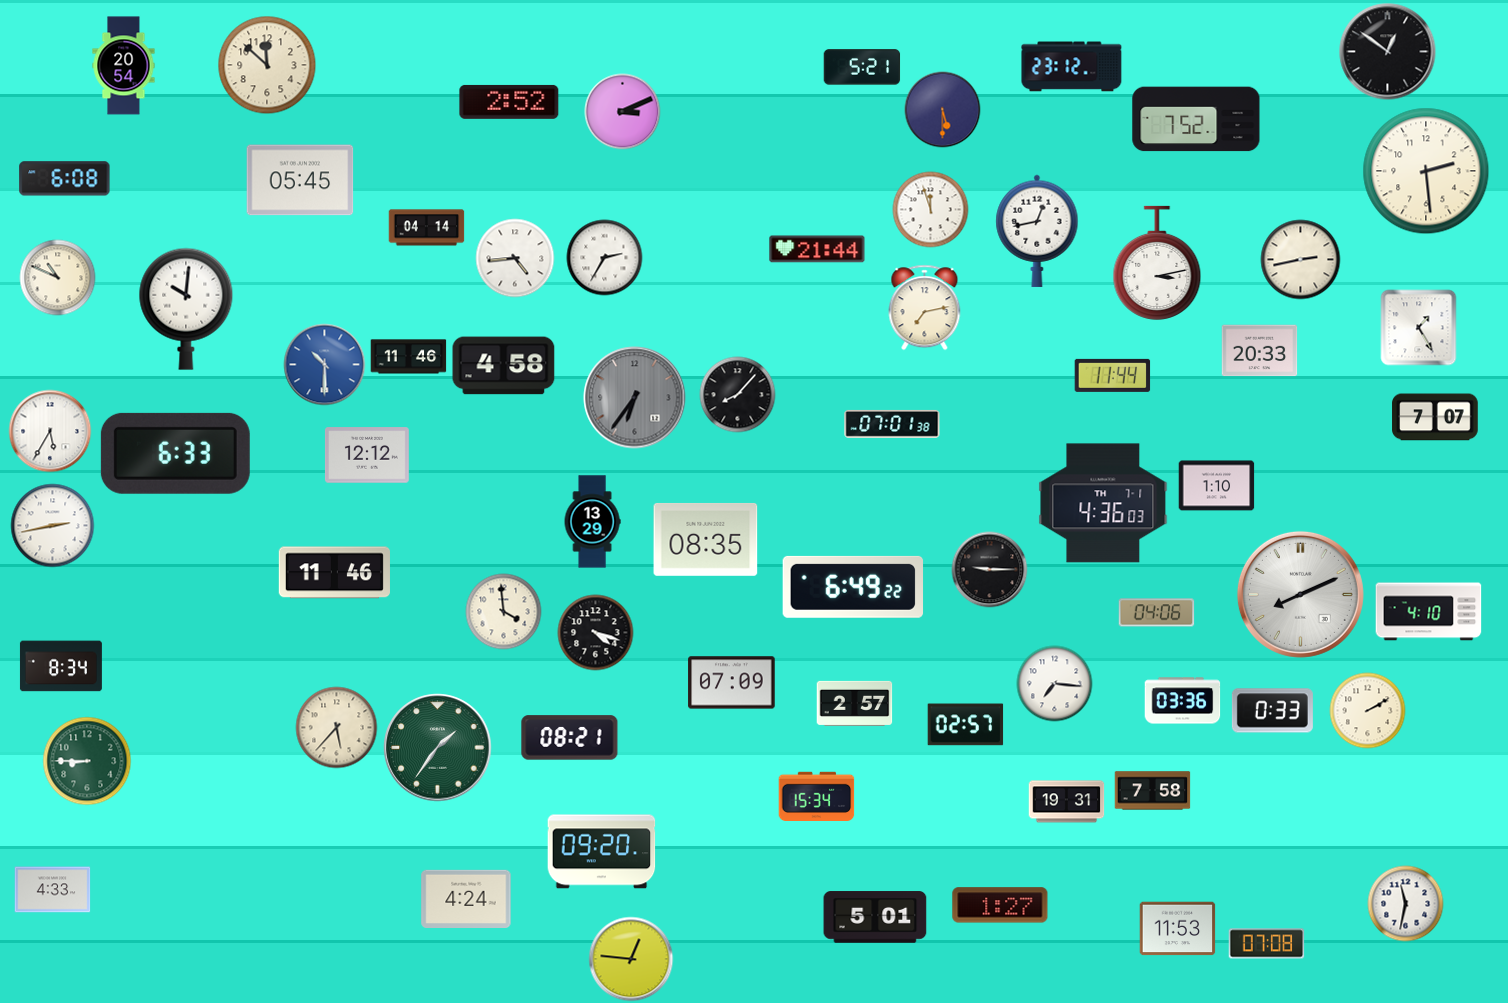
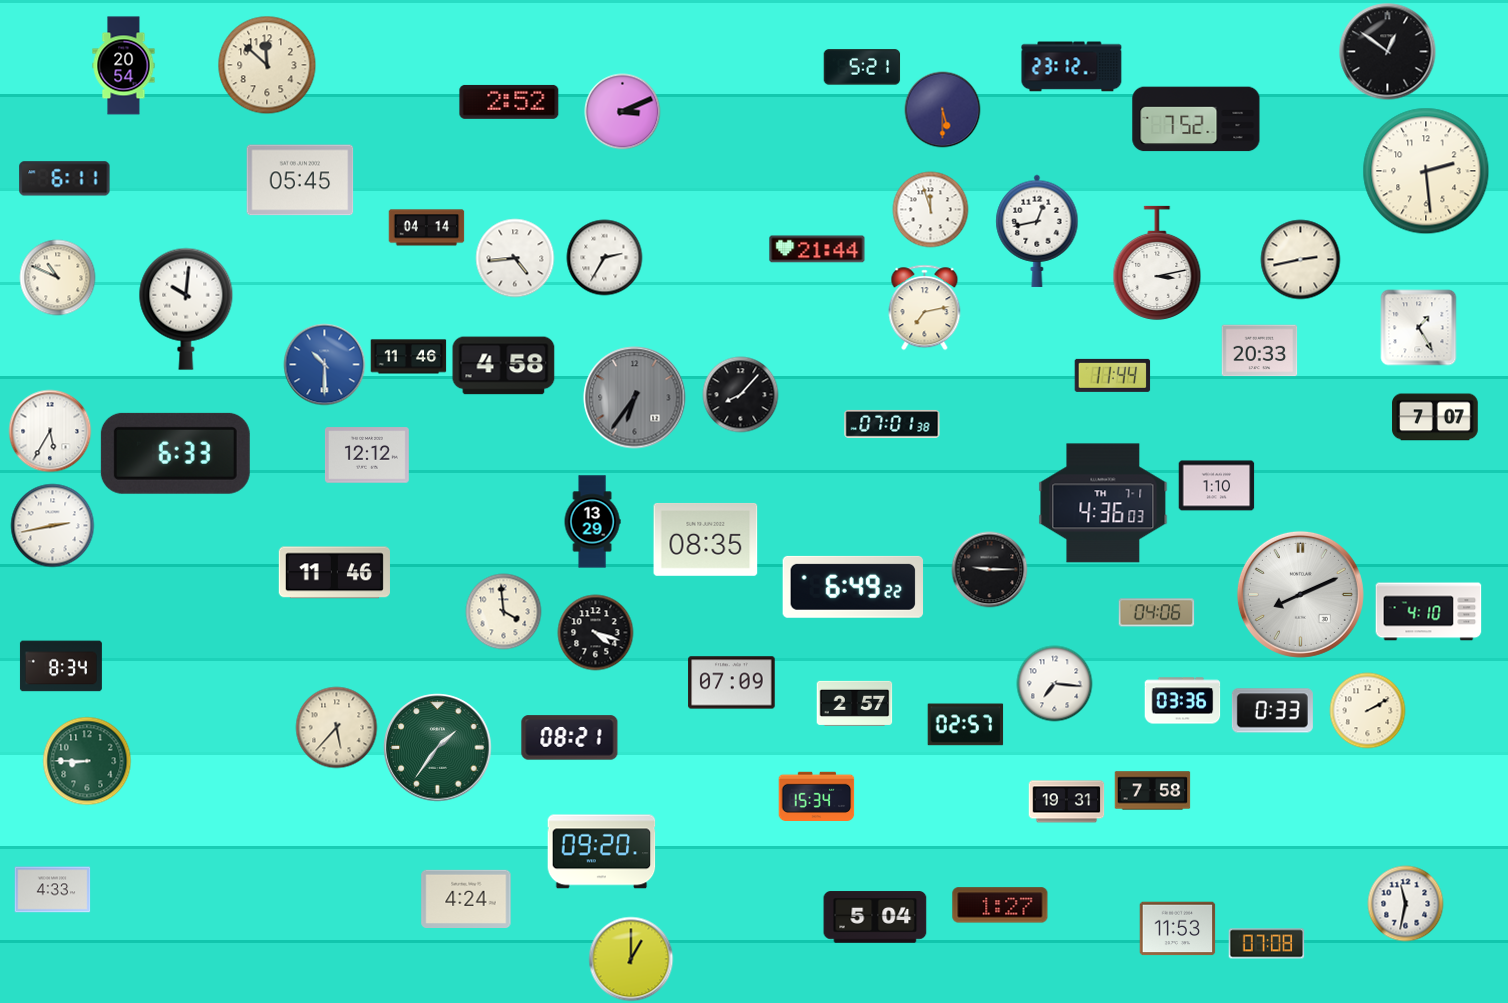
clock at (65, 179): 6:08 -> 6:11
clock at (738, 395) position: (738, 395) -> (741, 395)
clock at (875, 917): 5:01 -> 5:04
clock at (631, 959): 12:46 -> 1:00
